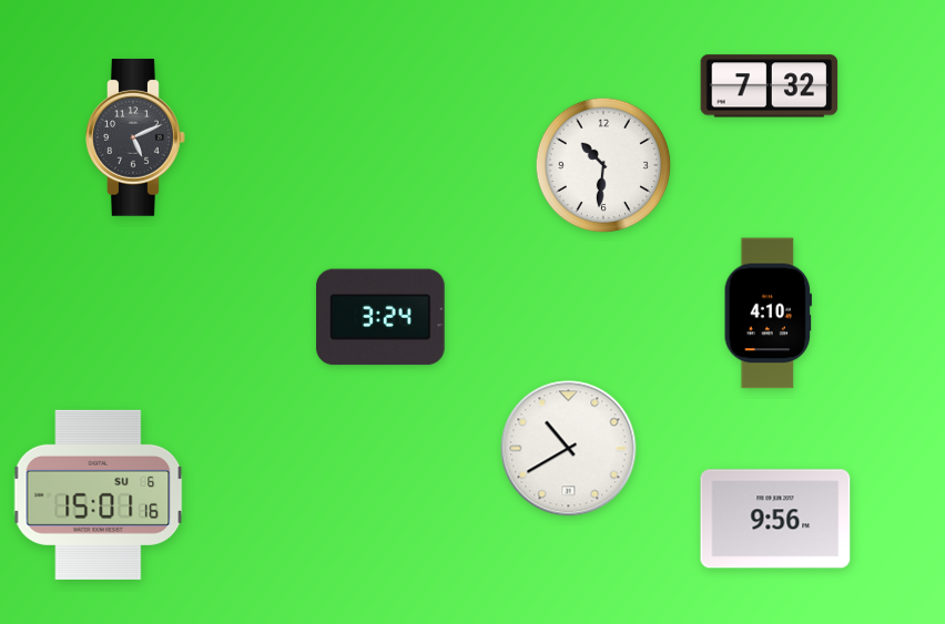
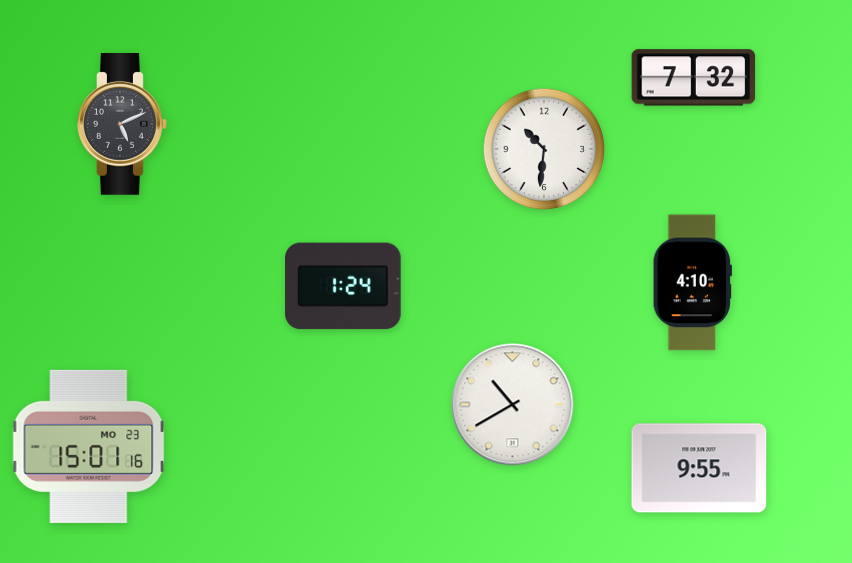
clock at (380, 317): 3:24 -> 1:24
clock at (99, 494) date: SU 6 -> MO 23
clock at (775, 519): 9:56 -> 9:55
